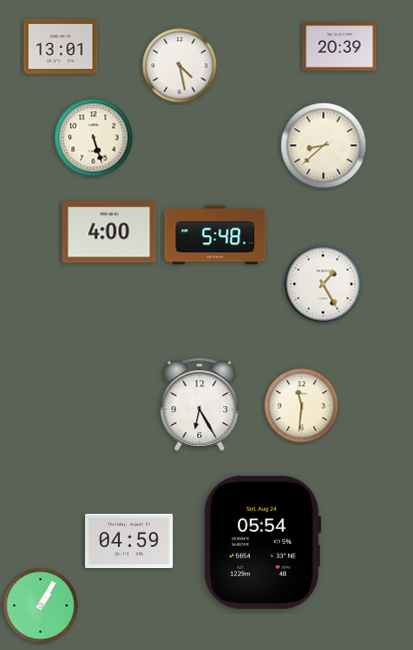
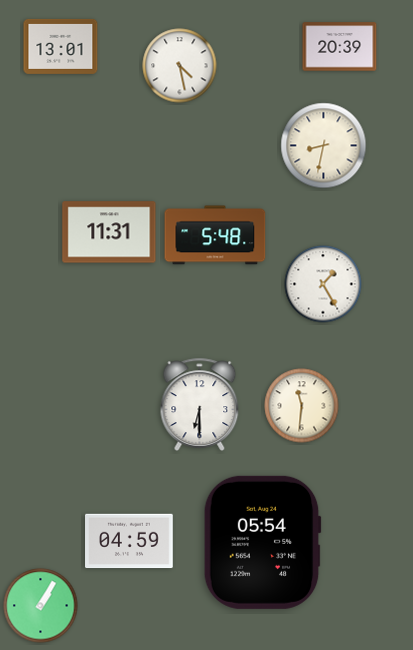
clock at (94, 138): 5:27 -> none
clock at (324, 146): 8:38 -> 8:32
clock at (109, 232): 4:00 -> 11:31
clock at (200, 404): 6:25 -> 6:30
